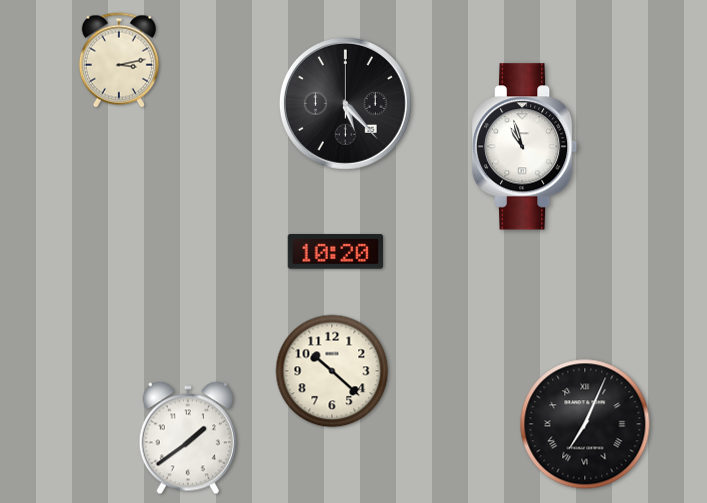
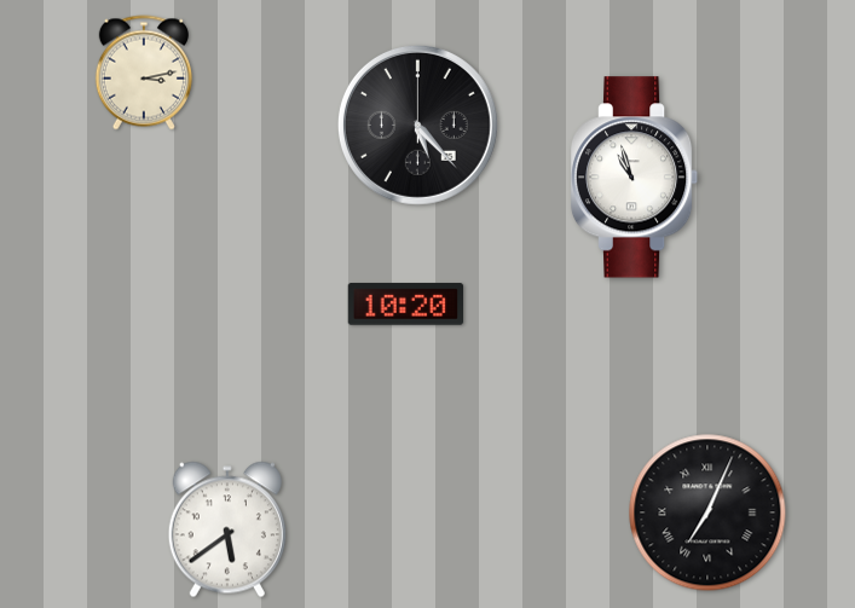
clock at (332, 371): 10:22 -> none
clock at (188, 438): 1:39 -> 5:39
